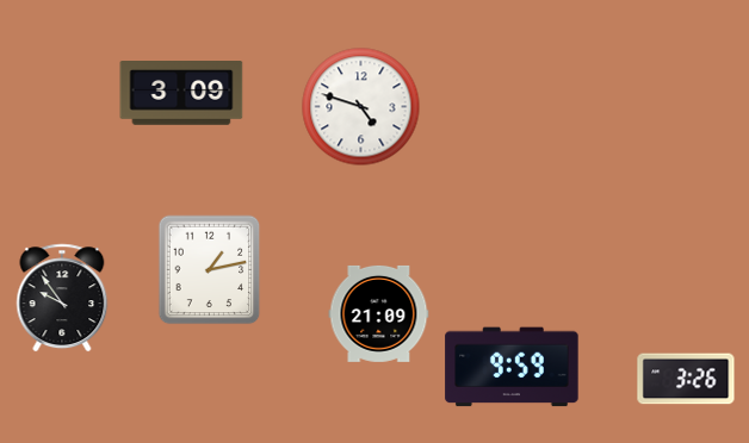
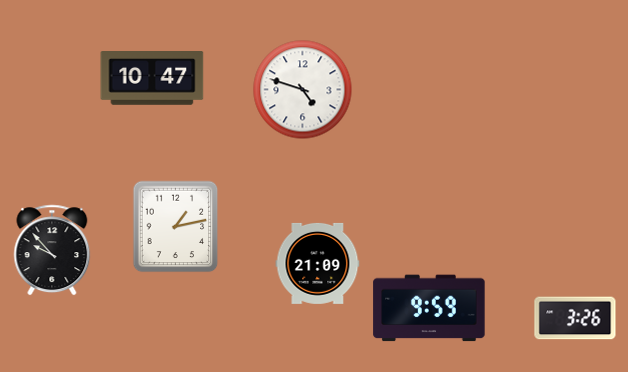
clock at (181, 94): 3:09 -> 10:47
clock at (62, 298): 9:54 -> 9:53
